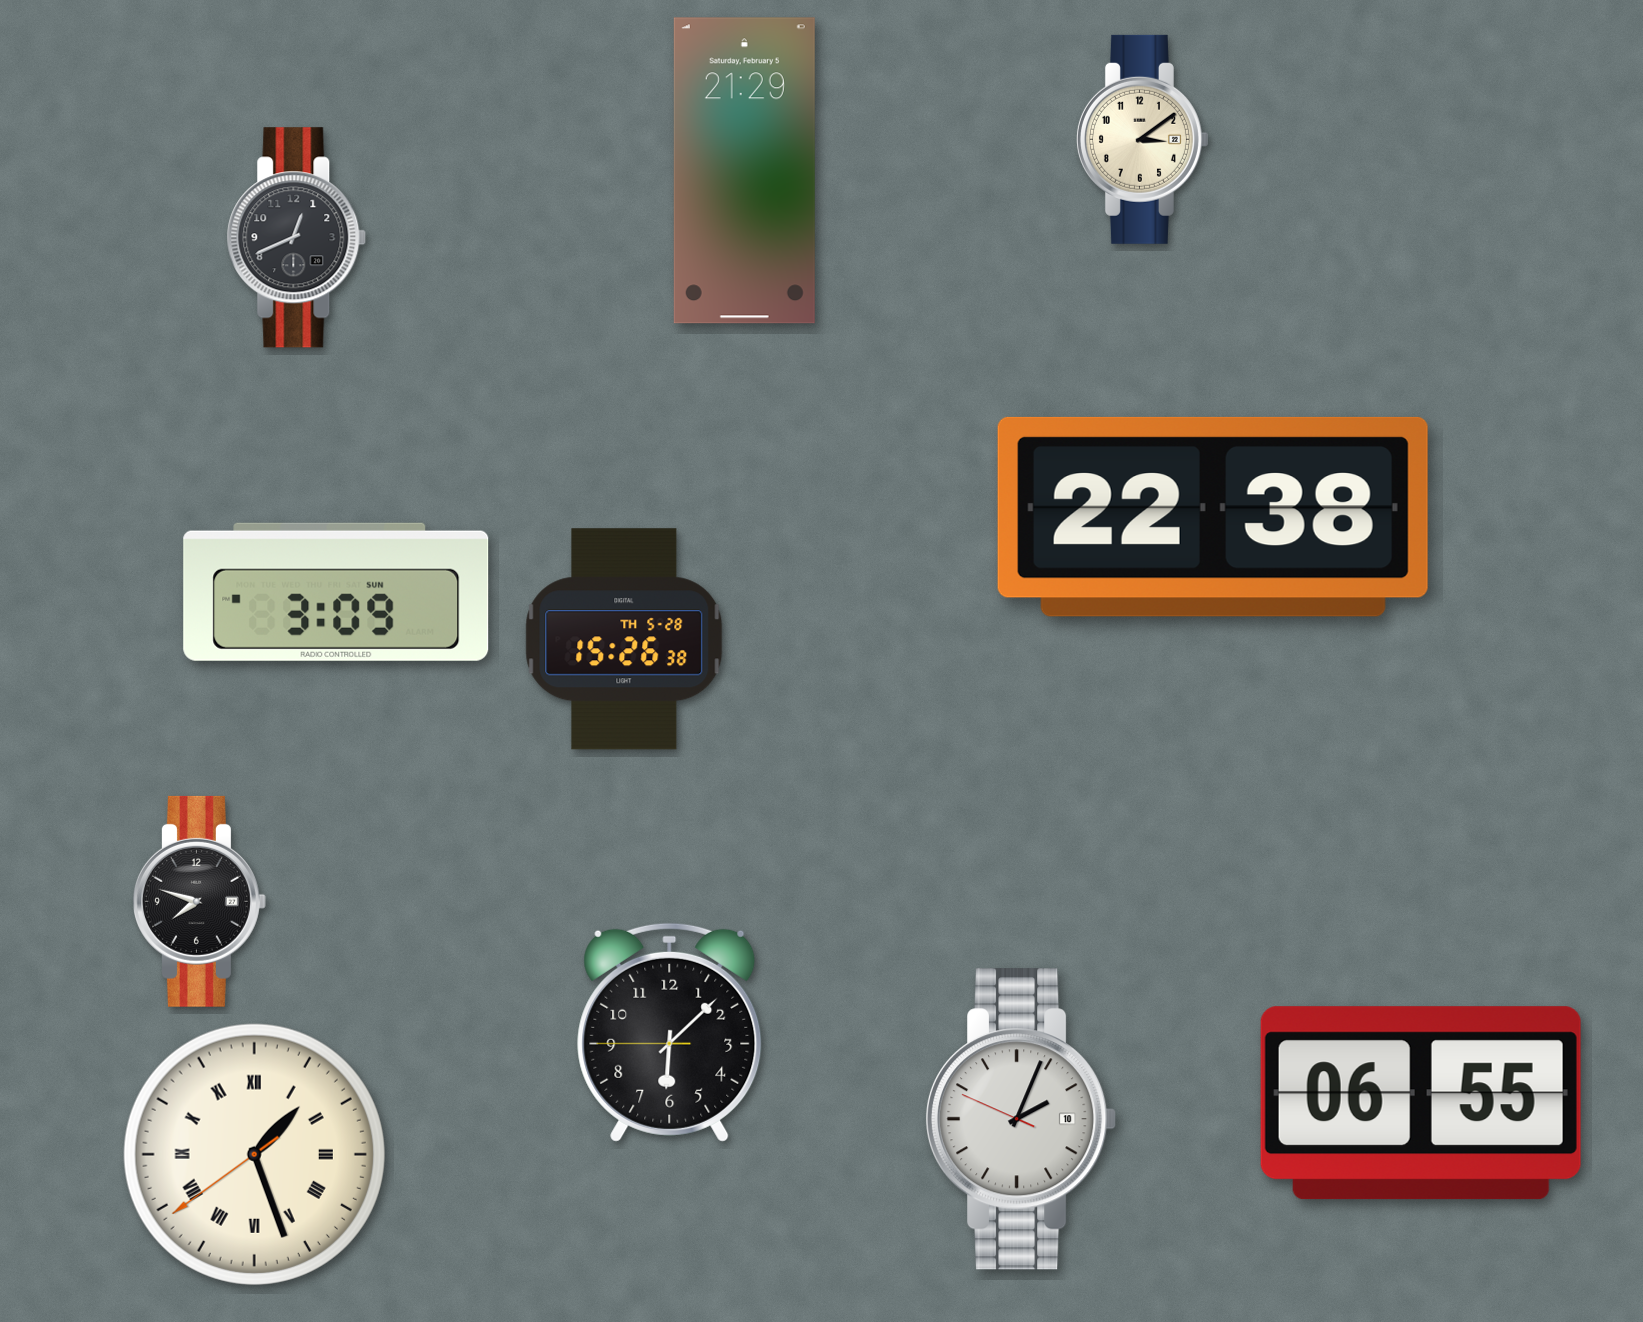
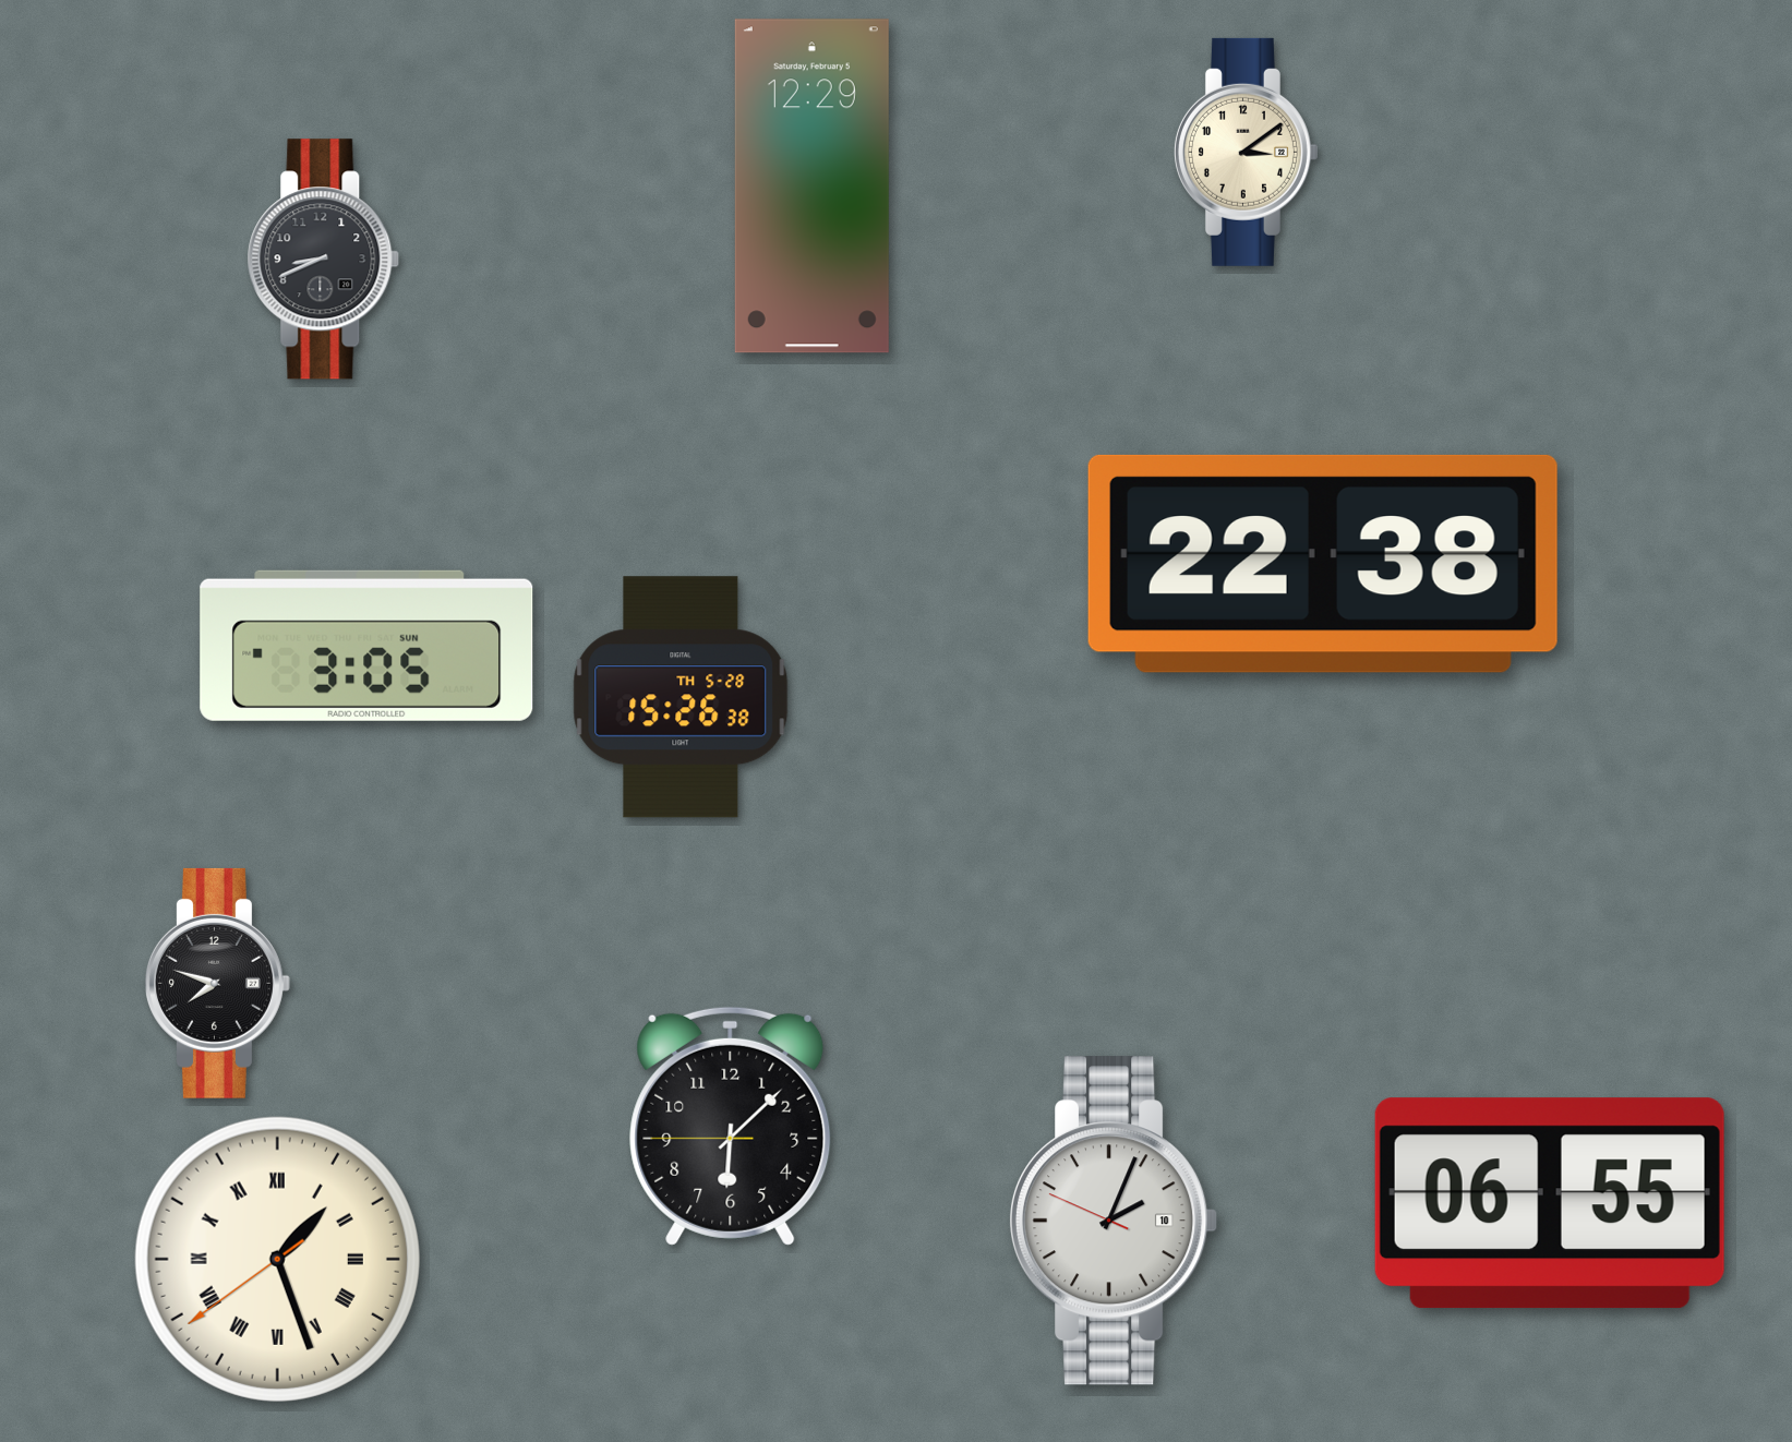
clock at (744, 171): 21:29 -> 12:29
clock at (297, 238): 12:41 -> 8:41
clock at (336, 592): 3:09 -> 3:05
